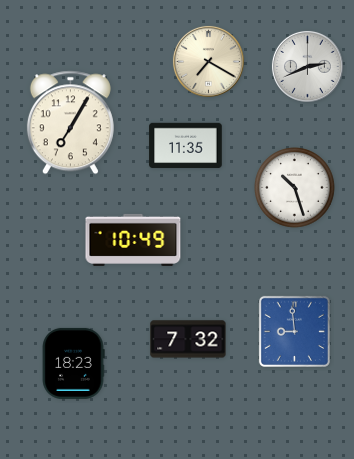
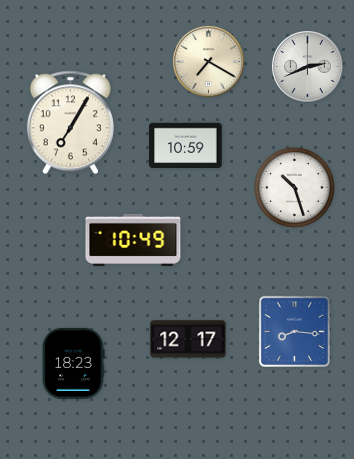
clock at (186, 146): 11:35 -> 10:59
clock at (294, 331): 8:59 -> 8:16
clock at (188, 339): 7:32 -> 12:17
